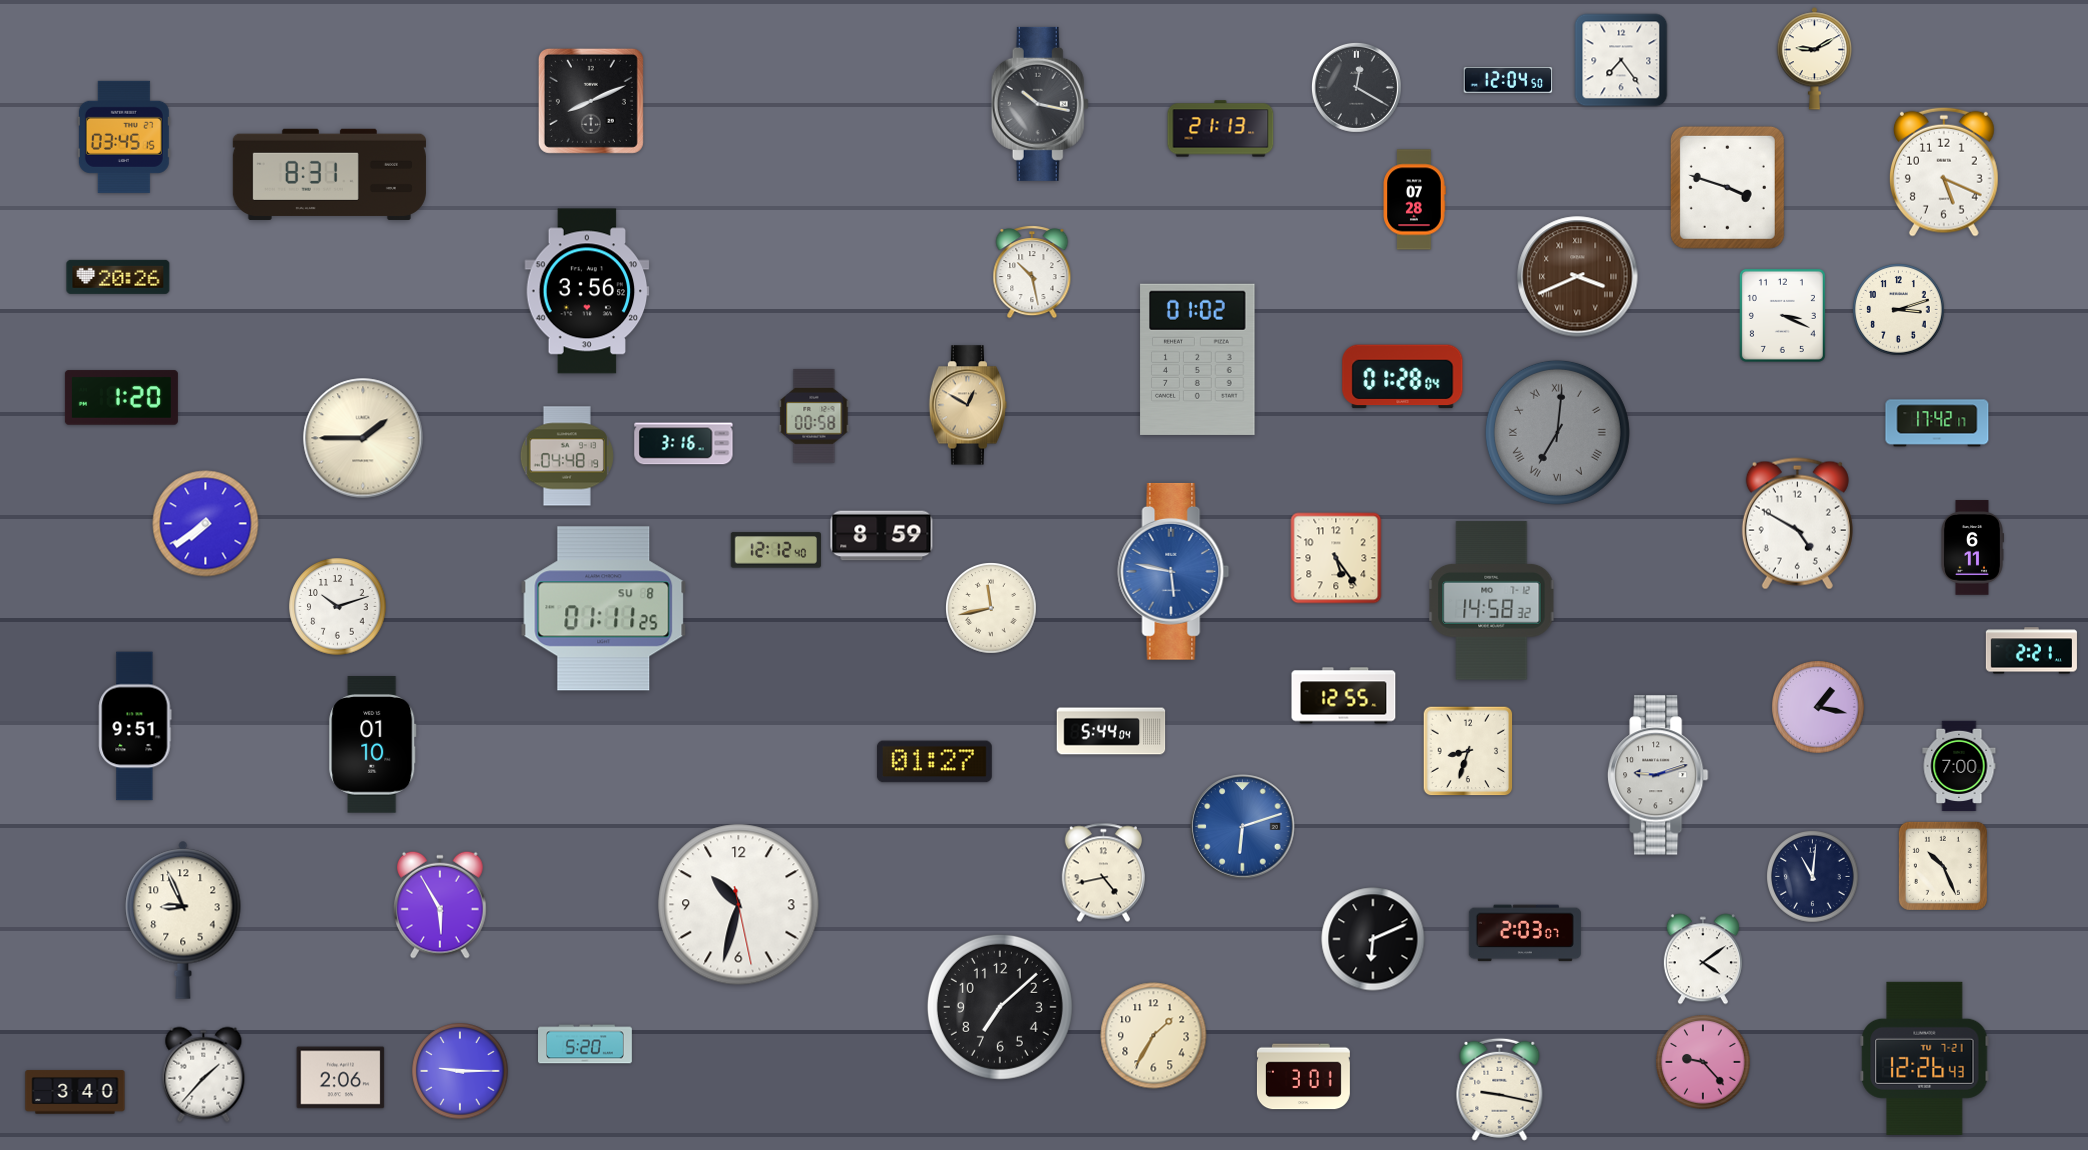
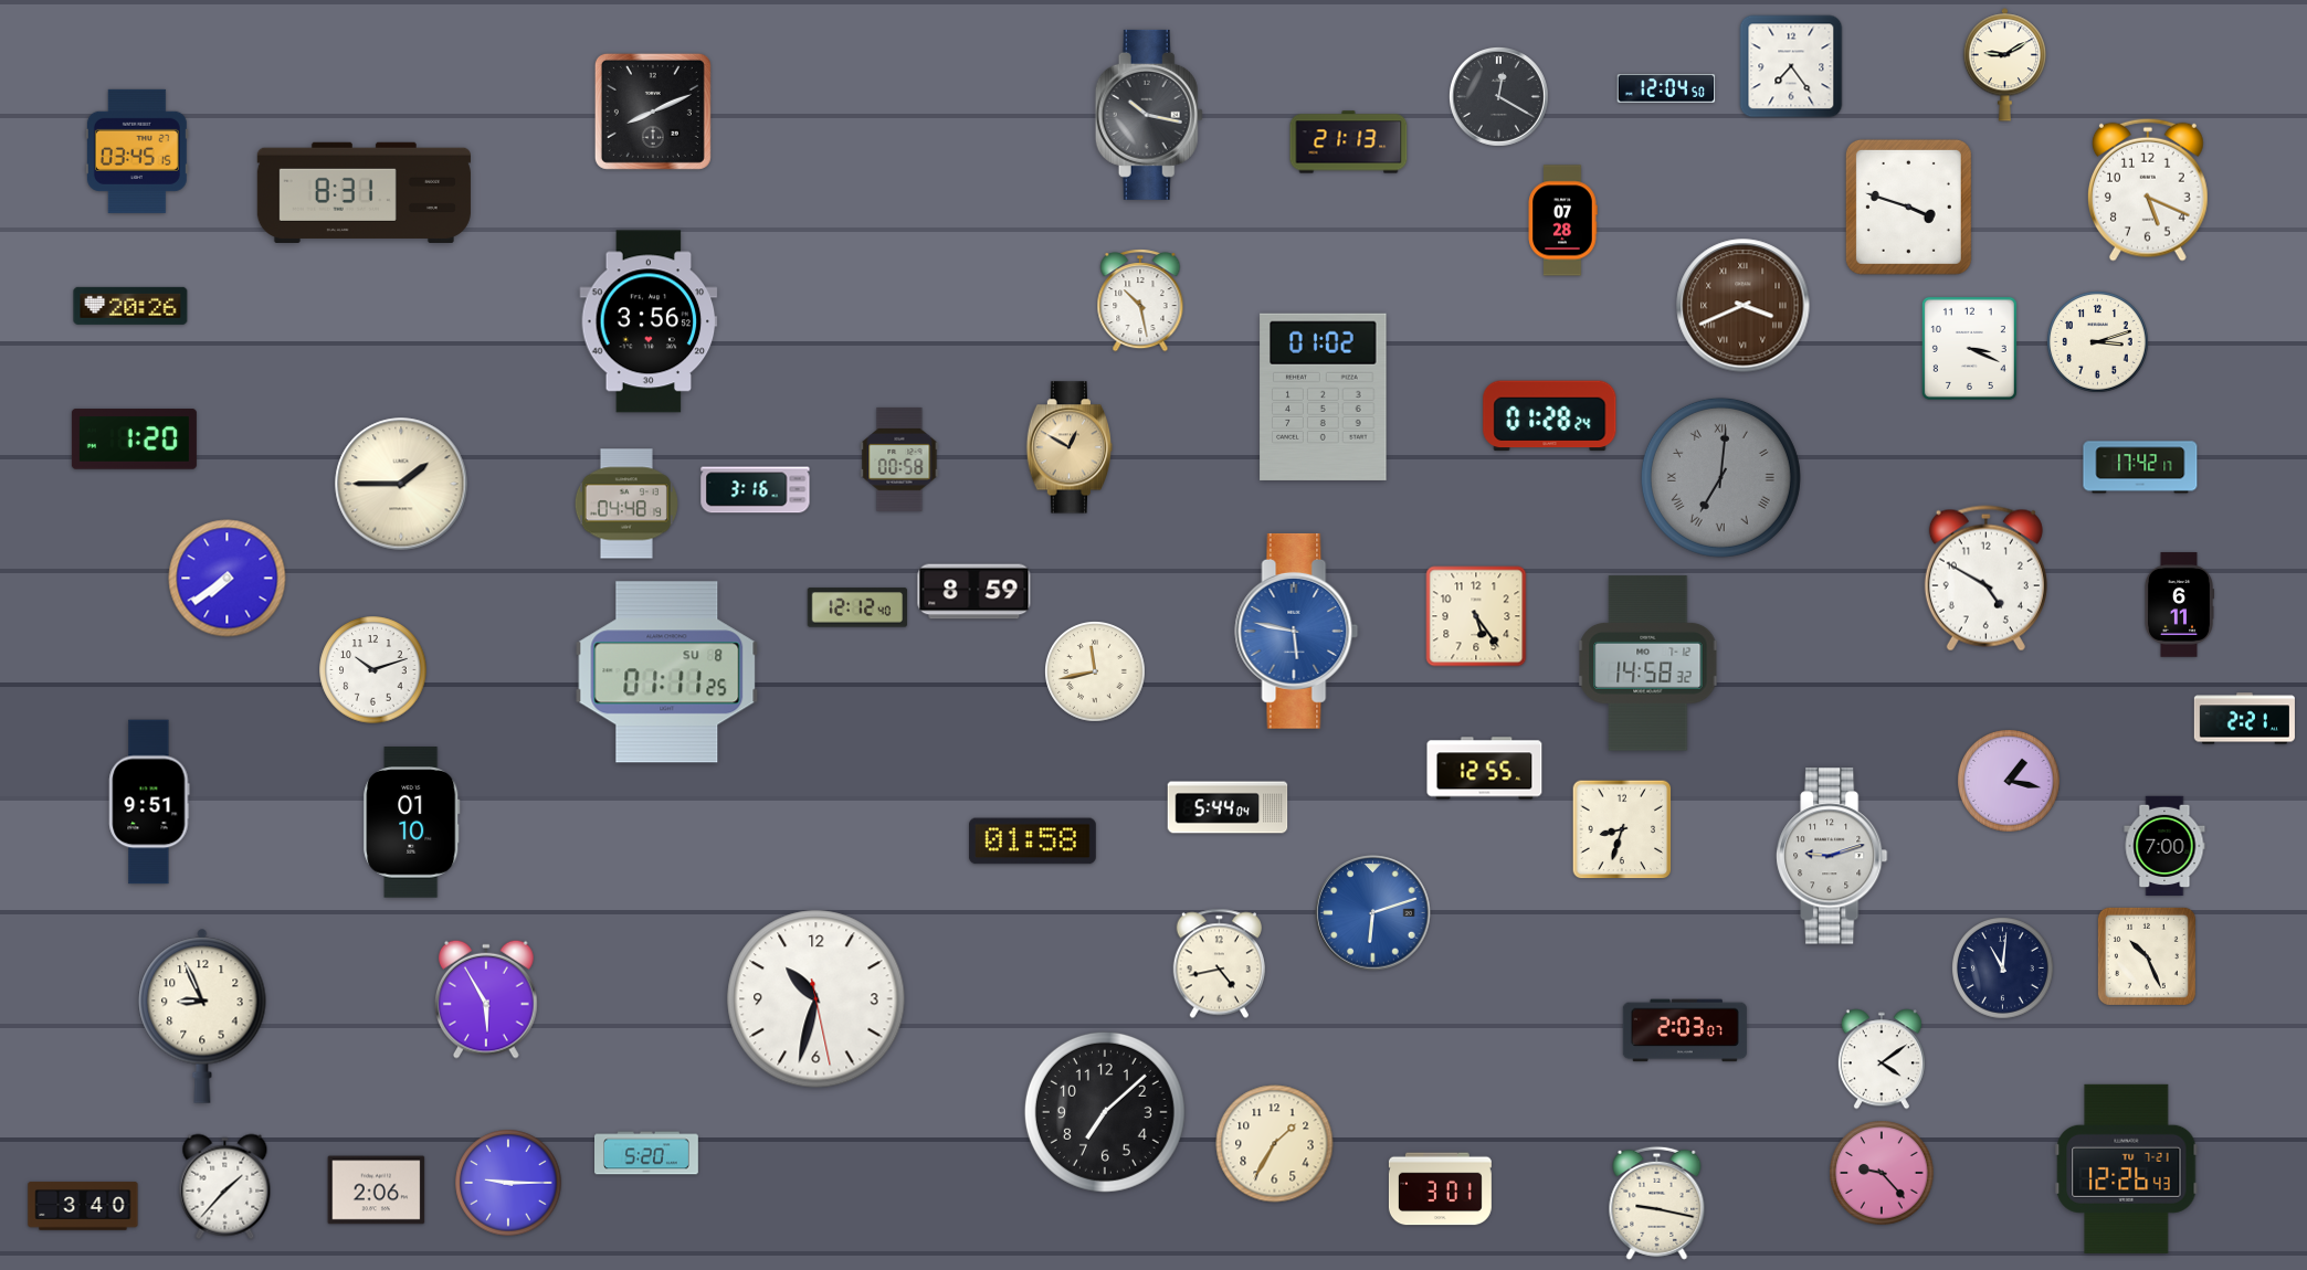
clock at (1403, 377): 01:28:04 -> 01:28:24
clock at (934, 762): 01:27 -> 01:58
clock at (1373, 939): 6:11 -> none
